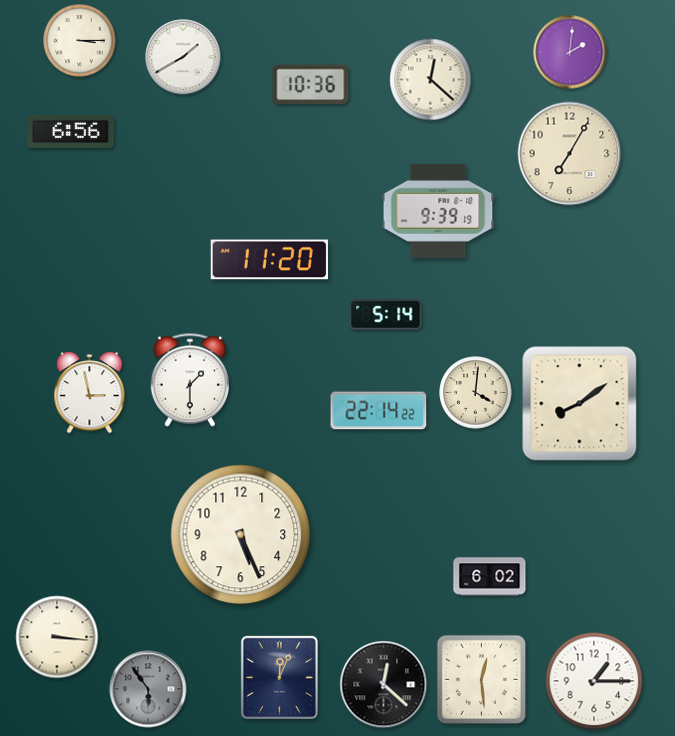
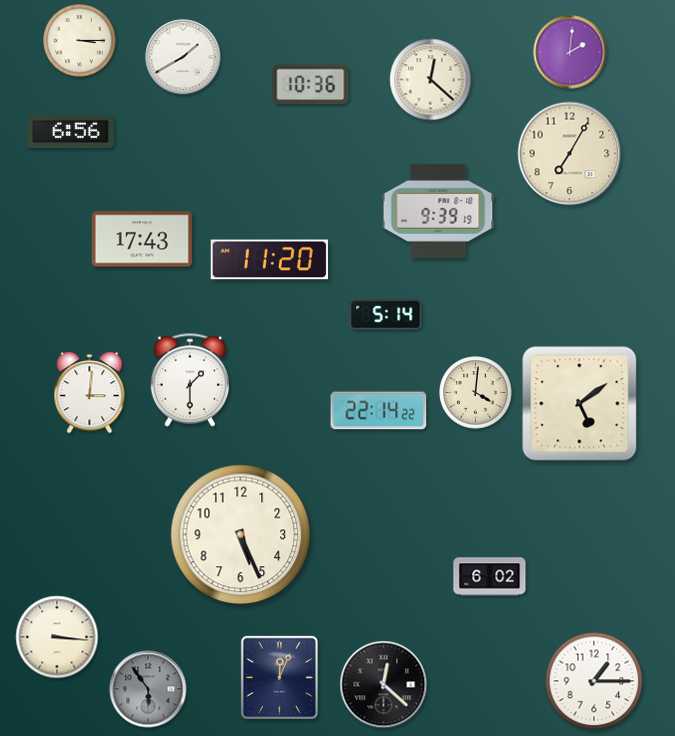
clock at (142, 239): none -> 17:43
clock at (90, 393): 2:58 -> 3:01
clock at (580, 404): 8:09 -> 5:09
clock at (481, 679): 12:29 -> none
